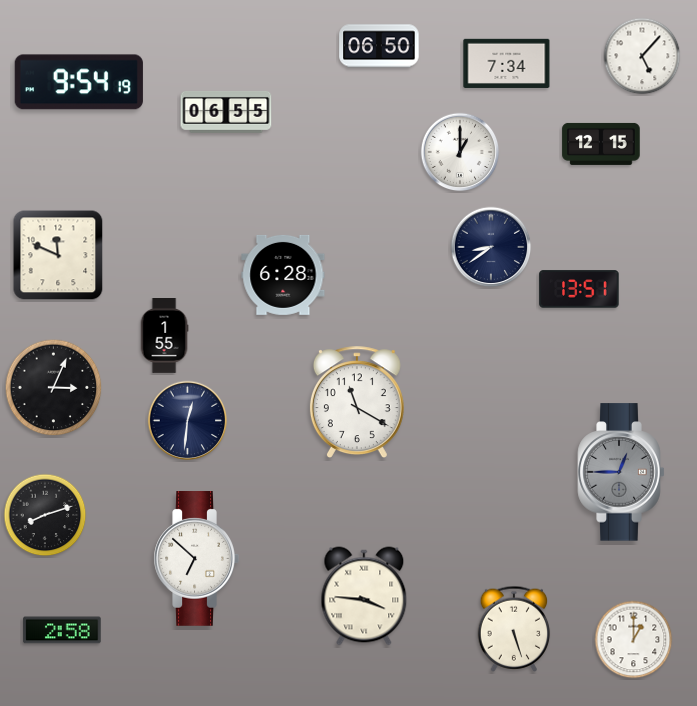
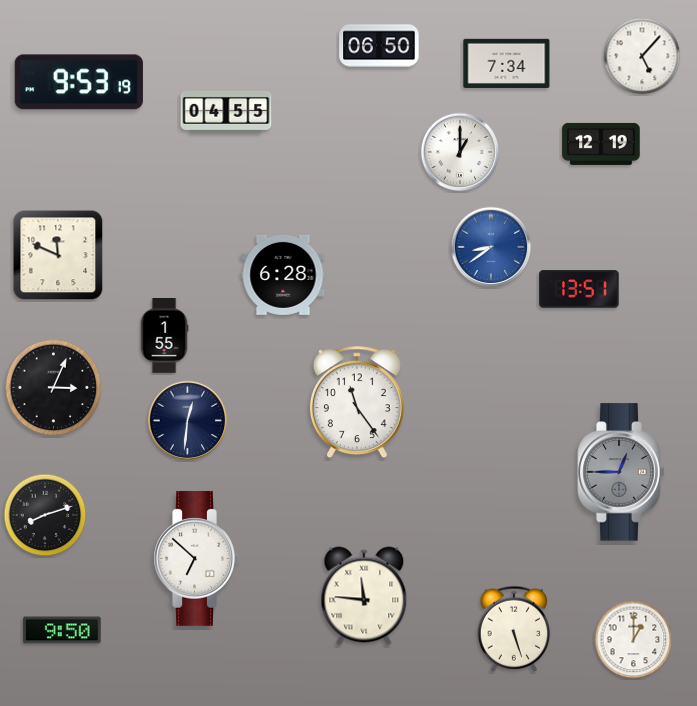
clock at (79, 82): 9:54 -> 9:53
clock at (226, 112): 06:55 -> 04:55
clock at (601, 144): 12:15 -> 12:19
clock at (491, 247) dial: navy -> blue
clock at (357, 403): 11:20 -> 11:24
clock at (364, 596): 3:46 -> 11:46
clock at (62, 630): 2:58 -> 9:50
